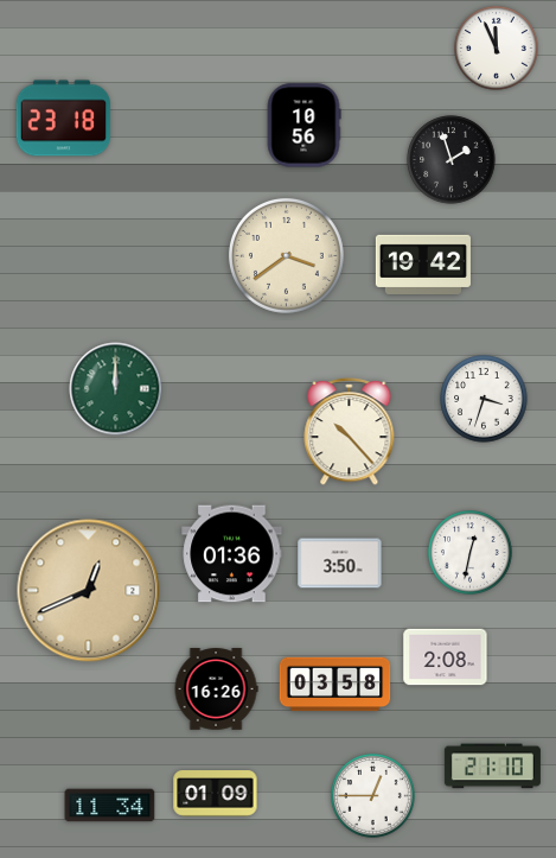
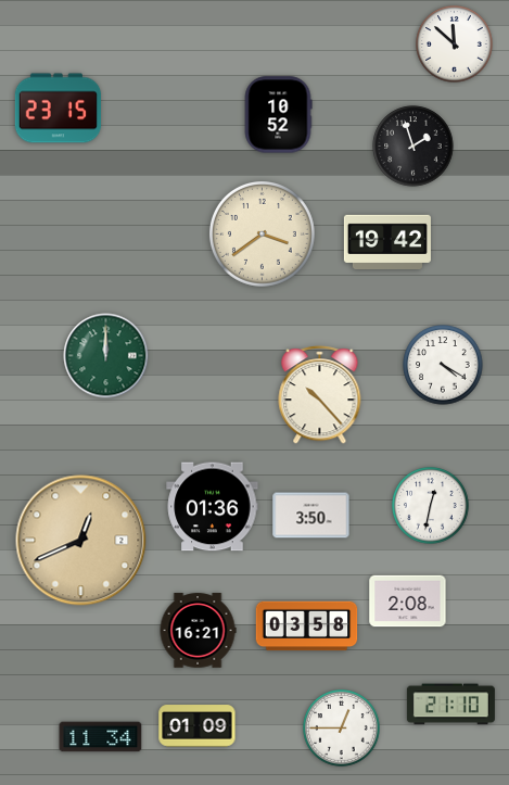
clock at (497, 49): 11:56 -> 11:52
clock at (64, 119): 23:18 -> 23:15
clock at (303, 126): 10:56 -> 10:52
clock at (484, 399): 3:33 -> 4:20
clock at (216, 689): 16:26 -> 16:21
clock at (492, 767) position: (492, 767) -> (450, 705)
